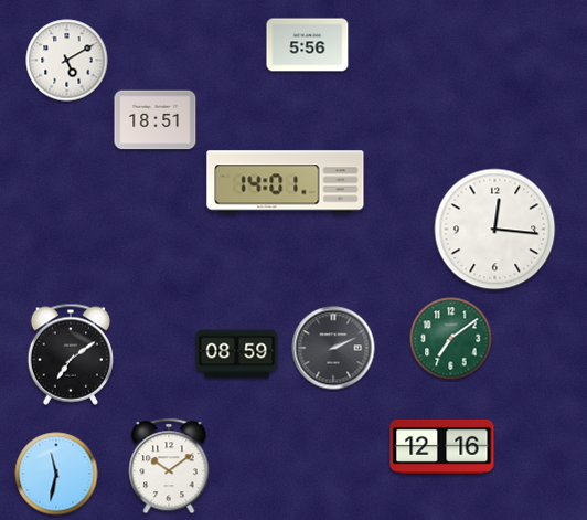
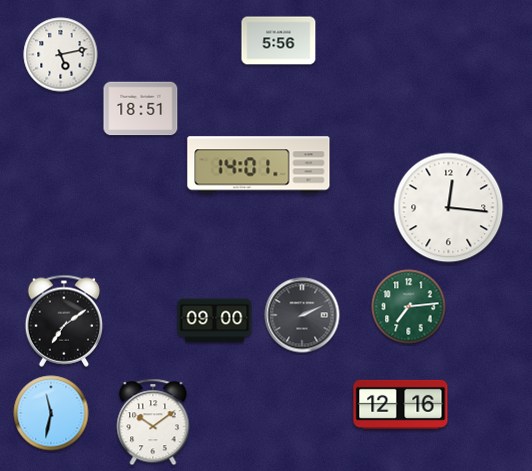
clock at (67, 61): 5:10 -> 5:13
clock at (451, 339): 7:09 -> 7:14
clock at (237, 354): 08:59 -> 09:00
clock at (56, 474) position: (56, 474) -> (51, 413)
